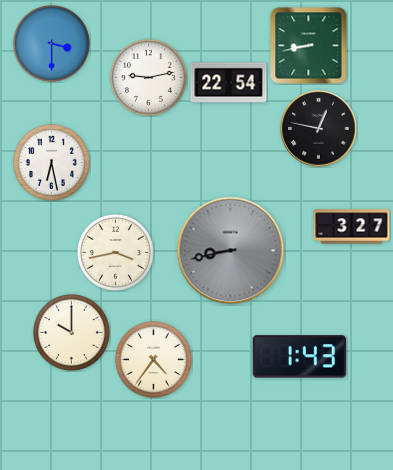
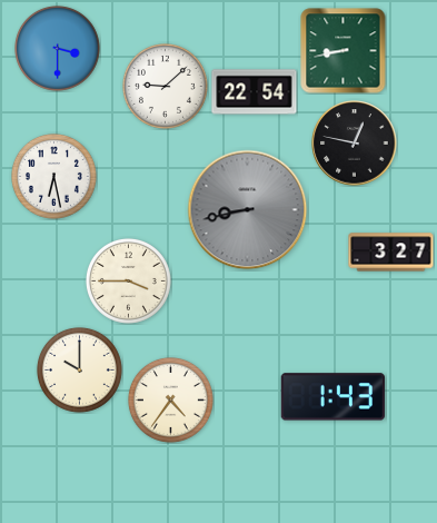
clock at (148, 77): 9:13 -> 9:08
clock at (51, 162) position: (51, 162) -> (53, 176)
clock at (231, 251) position: (231, 251) -> (248, 210)
clock at (115, 252): 3:43 -> 3:45
